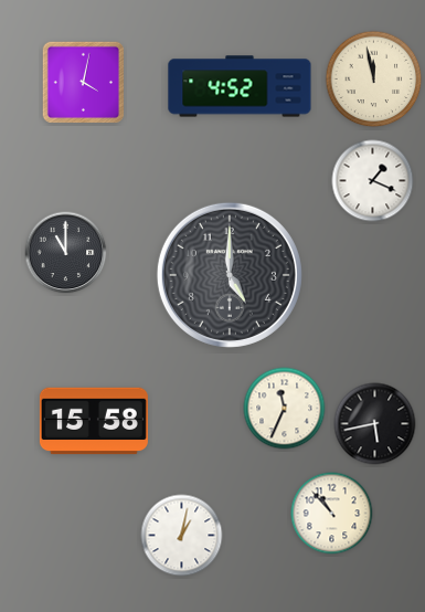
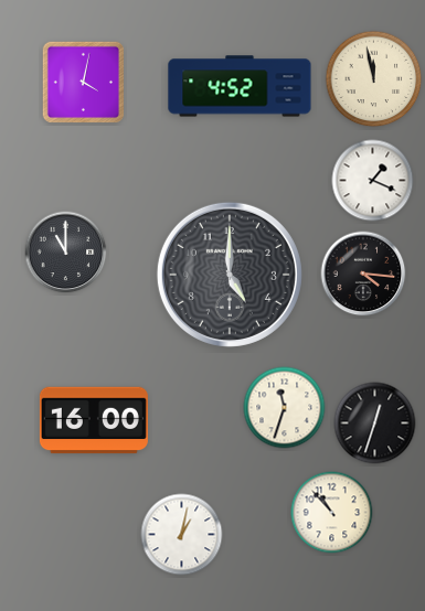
clock at (363, 274): none -> 4:16
clock at (285, 409): 11:34 -> 11:33
clock at (94, 421): 15:58 -> 16:00
clock at (375, 424): 5:43 -> 12:33
